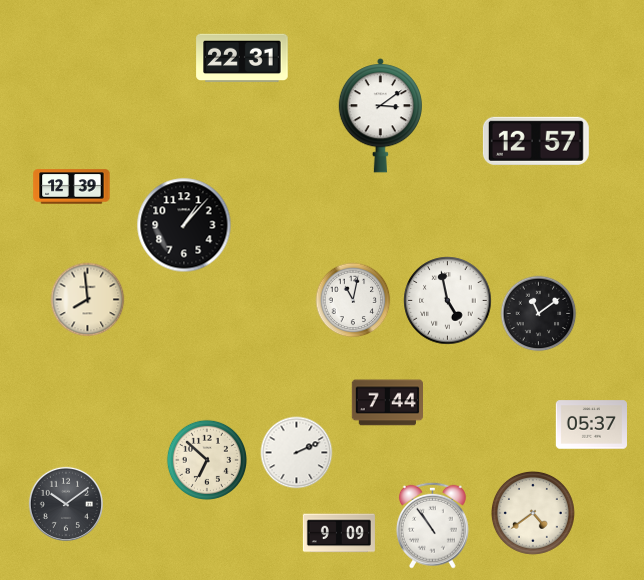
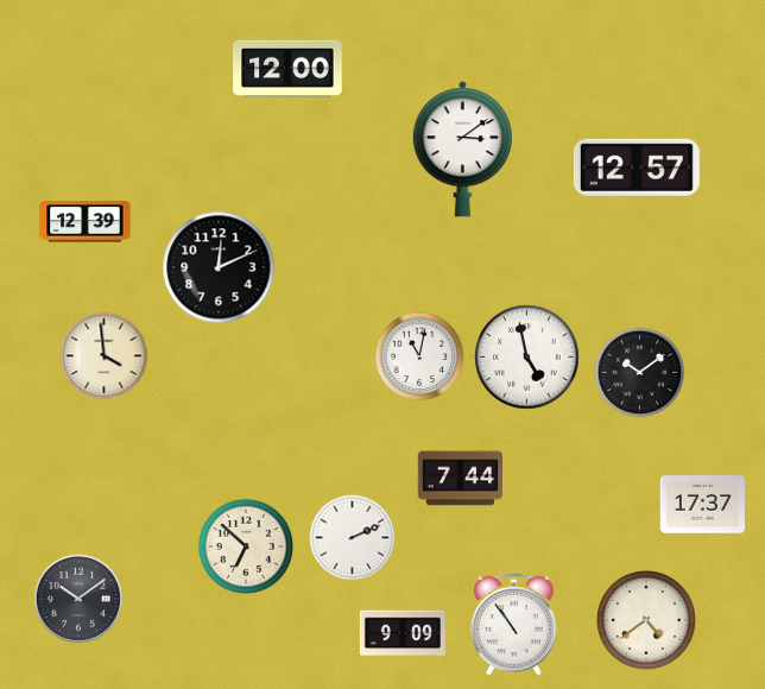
clock at (242, 58): 22:31 -> 12:00
clock at (380, 116) position: (380, 116) -> (462, 150)
clock at (184, 225): 1:07 -> 12:11
clock at (88, 300): 7:59 -> 3:59
clock at (448, 301) position: (448, 301) -> (527, 358)
clock at (539, 314): 11:09 -> 10:09
clock at (591, 425): 05:37 -> 17:37
clock at (533, 513) position: (533, 513) -> (646, 620)
